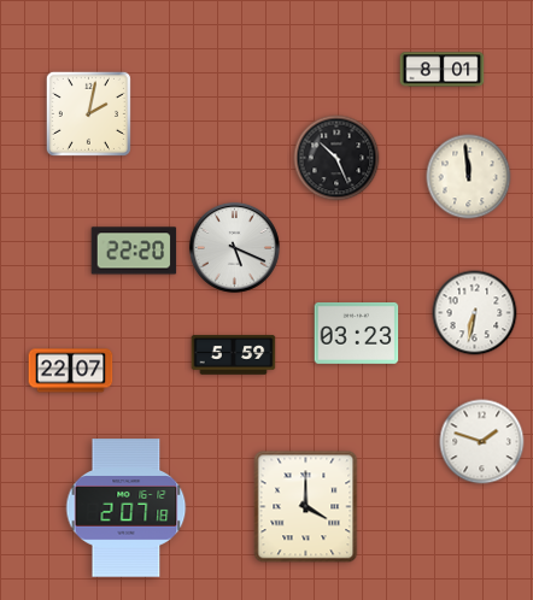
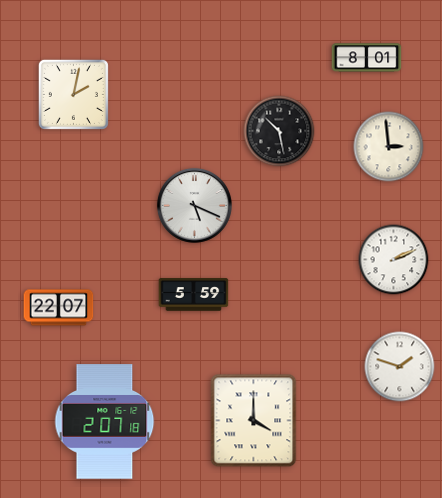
clock at (336, 158): 10:26 -> 10:28
clock at (469, 177): 11:59 -> 2:59
clock at (134, 251): 22:20 -> none
clock at (475, 313): 6:32 -> 2:11
clock at (357, 334): 03:23 -> none
